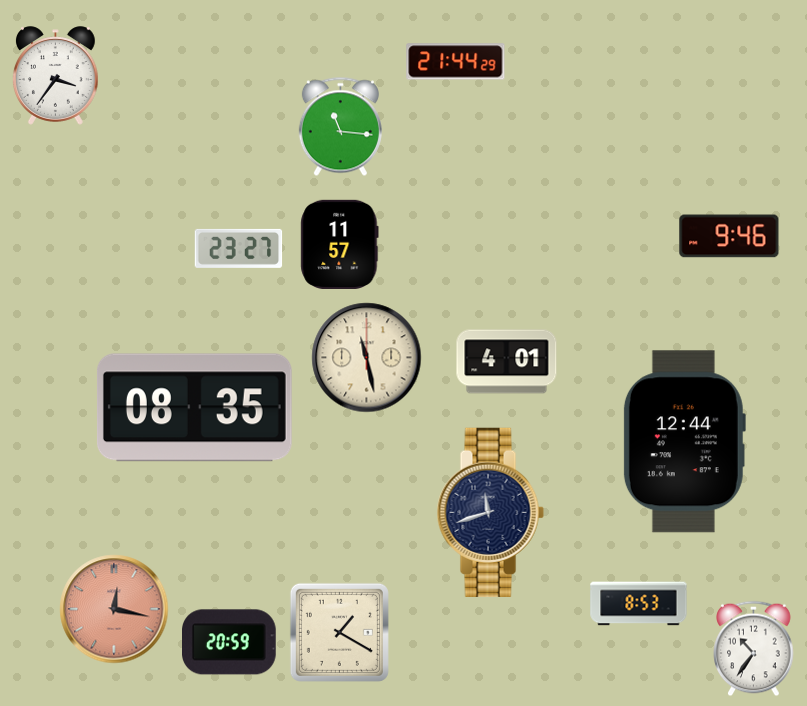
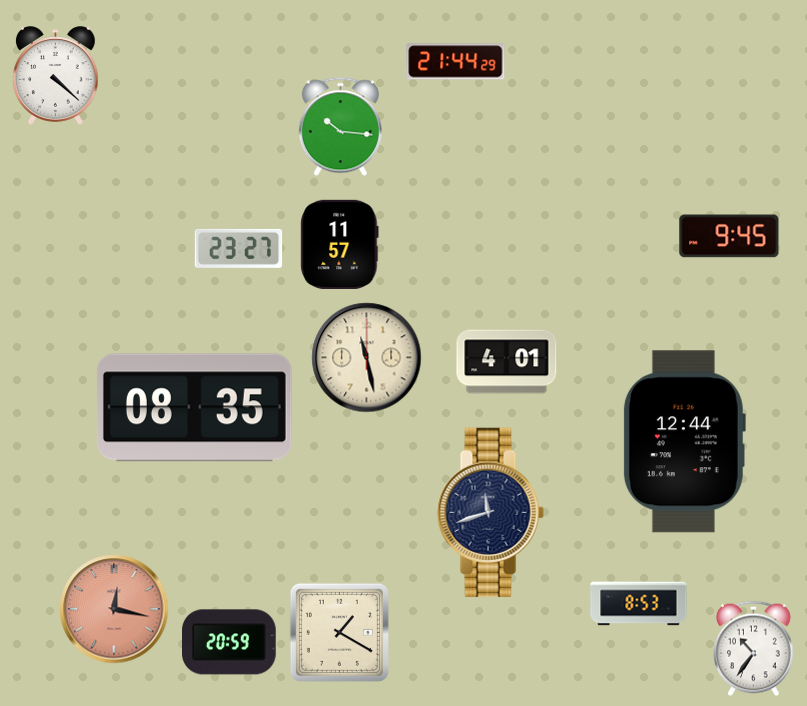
clock at (56, 76): 3:36 -> 4:22
clock at (340, 127): 11:16 -> 10:16
clock at (729, 236): 9:46 -> 9:45
